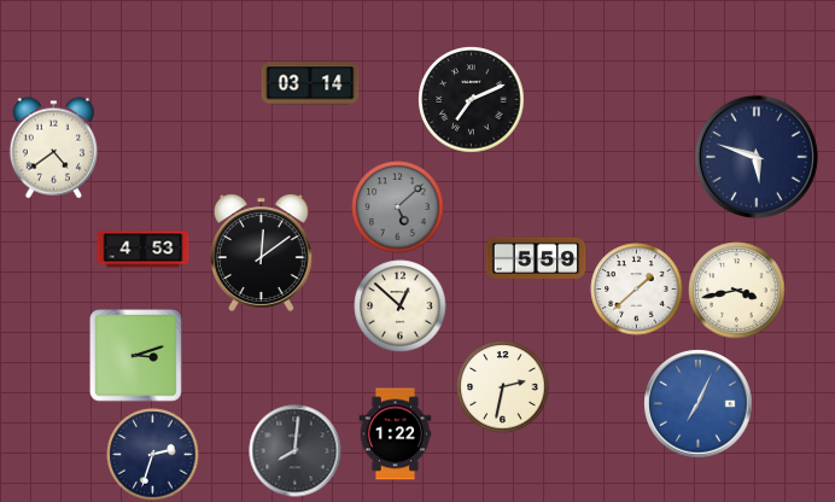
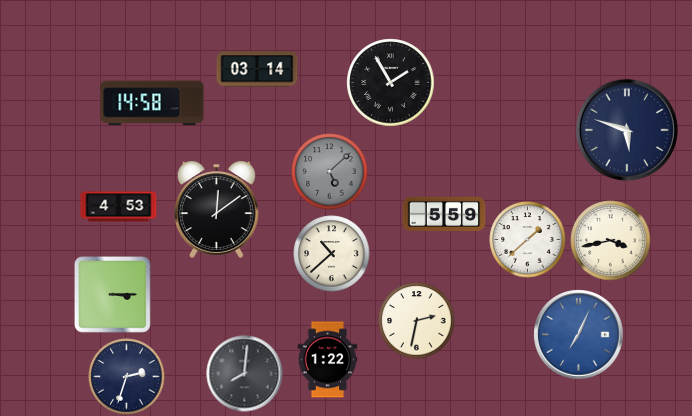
clock at (472, 100): 7:11 -> 1:55
clock at (152, 103): none -> 14:58
clock at (53, 148): 4:39 -> none
clock at (401, 307): 12:52 -> 10:38
clock at (136, 356): 3:12 -> 3:15
